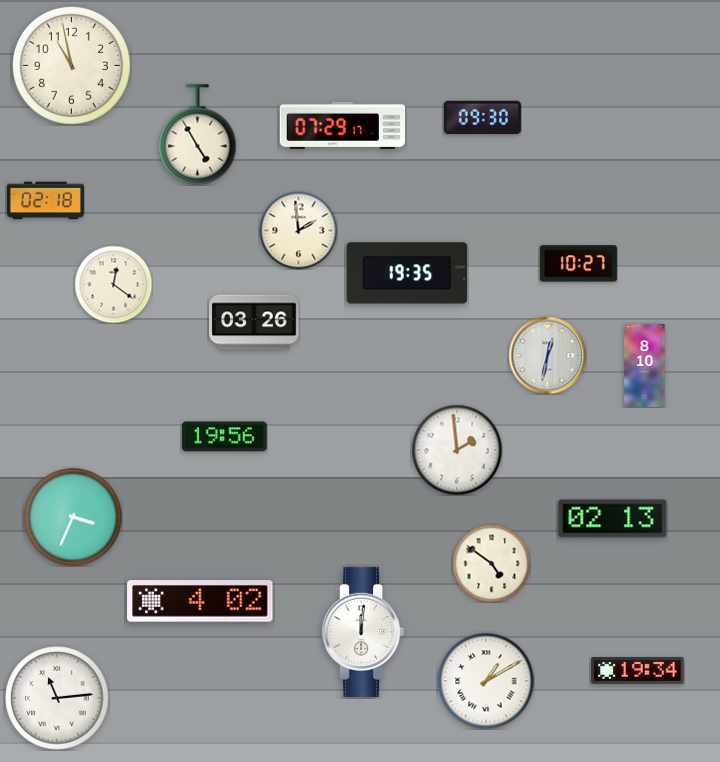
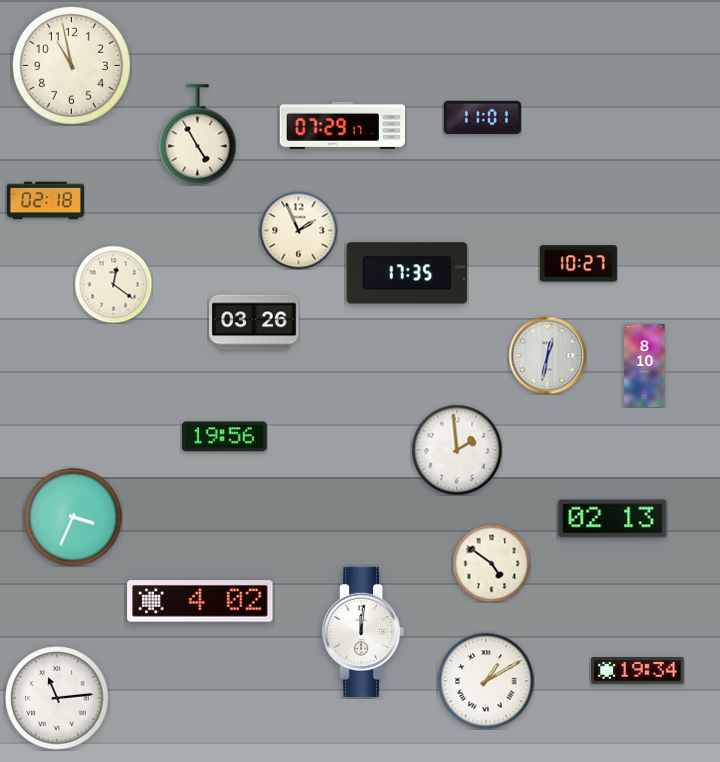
clock at (482, 118): 09:30 -> 11:01
clock at (298, 230): 1:59 -> 1:56
clock at (407, 273): 19:35 -> 17:35
